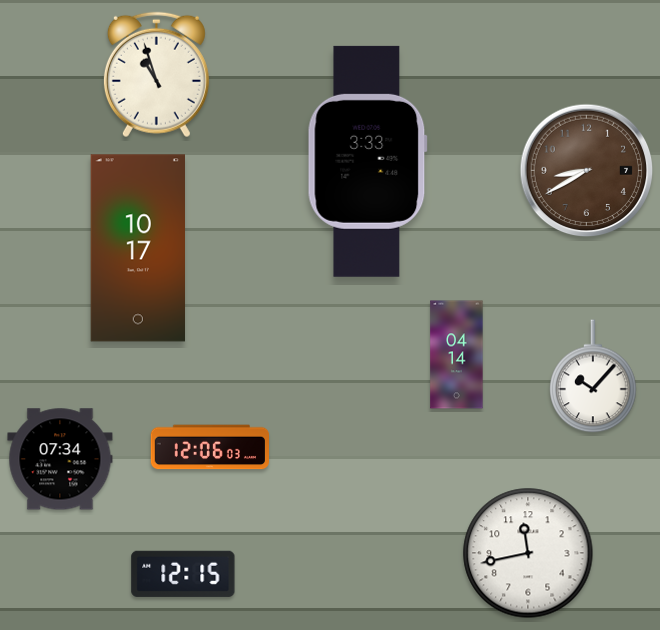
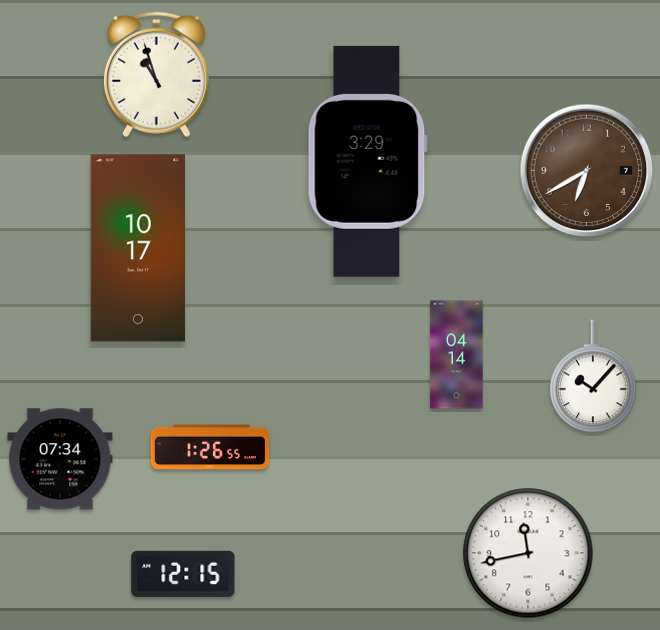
clock at (367, 161): 3:33 -> 3:29
clock at (587, 171): 8:40 -> 6:40
clock at (209, 447): 12:06 -> 1:26
